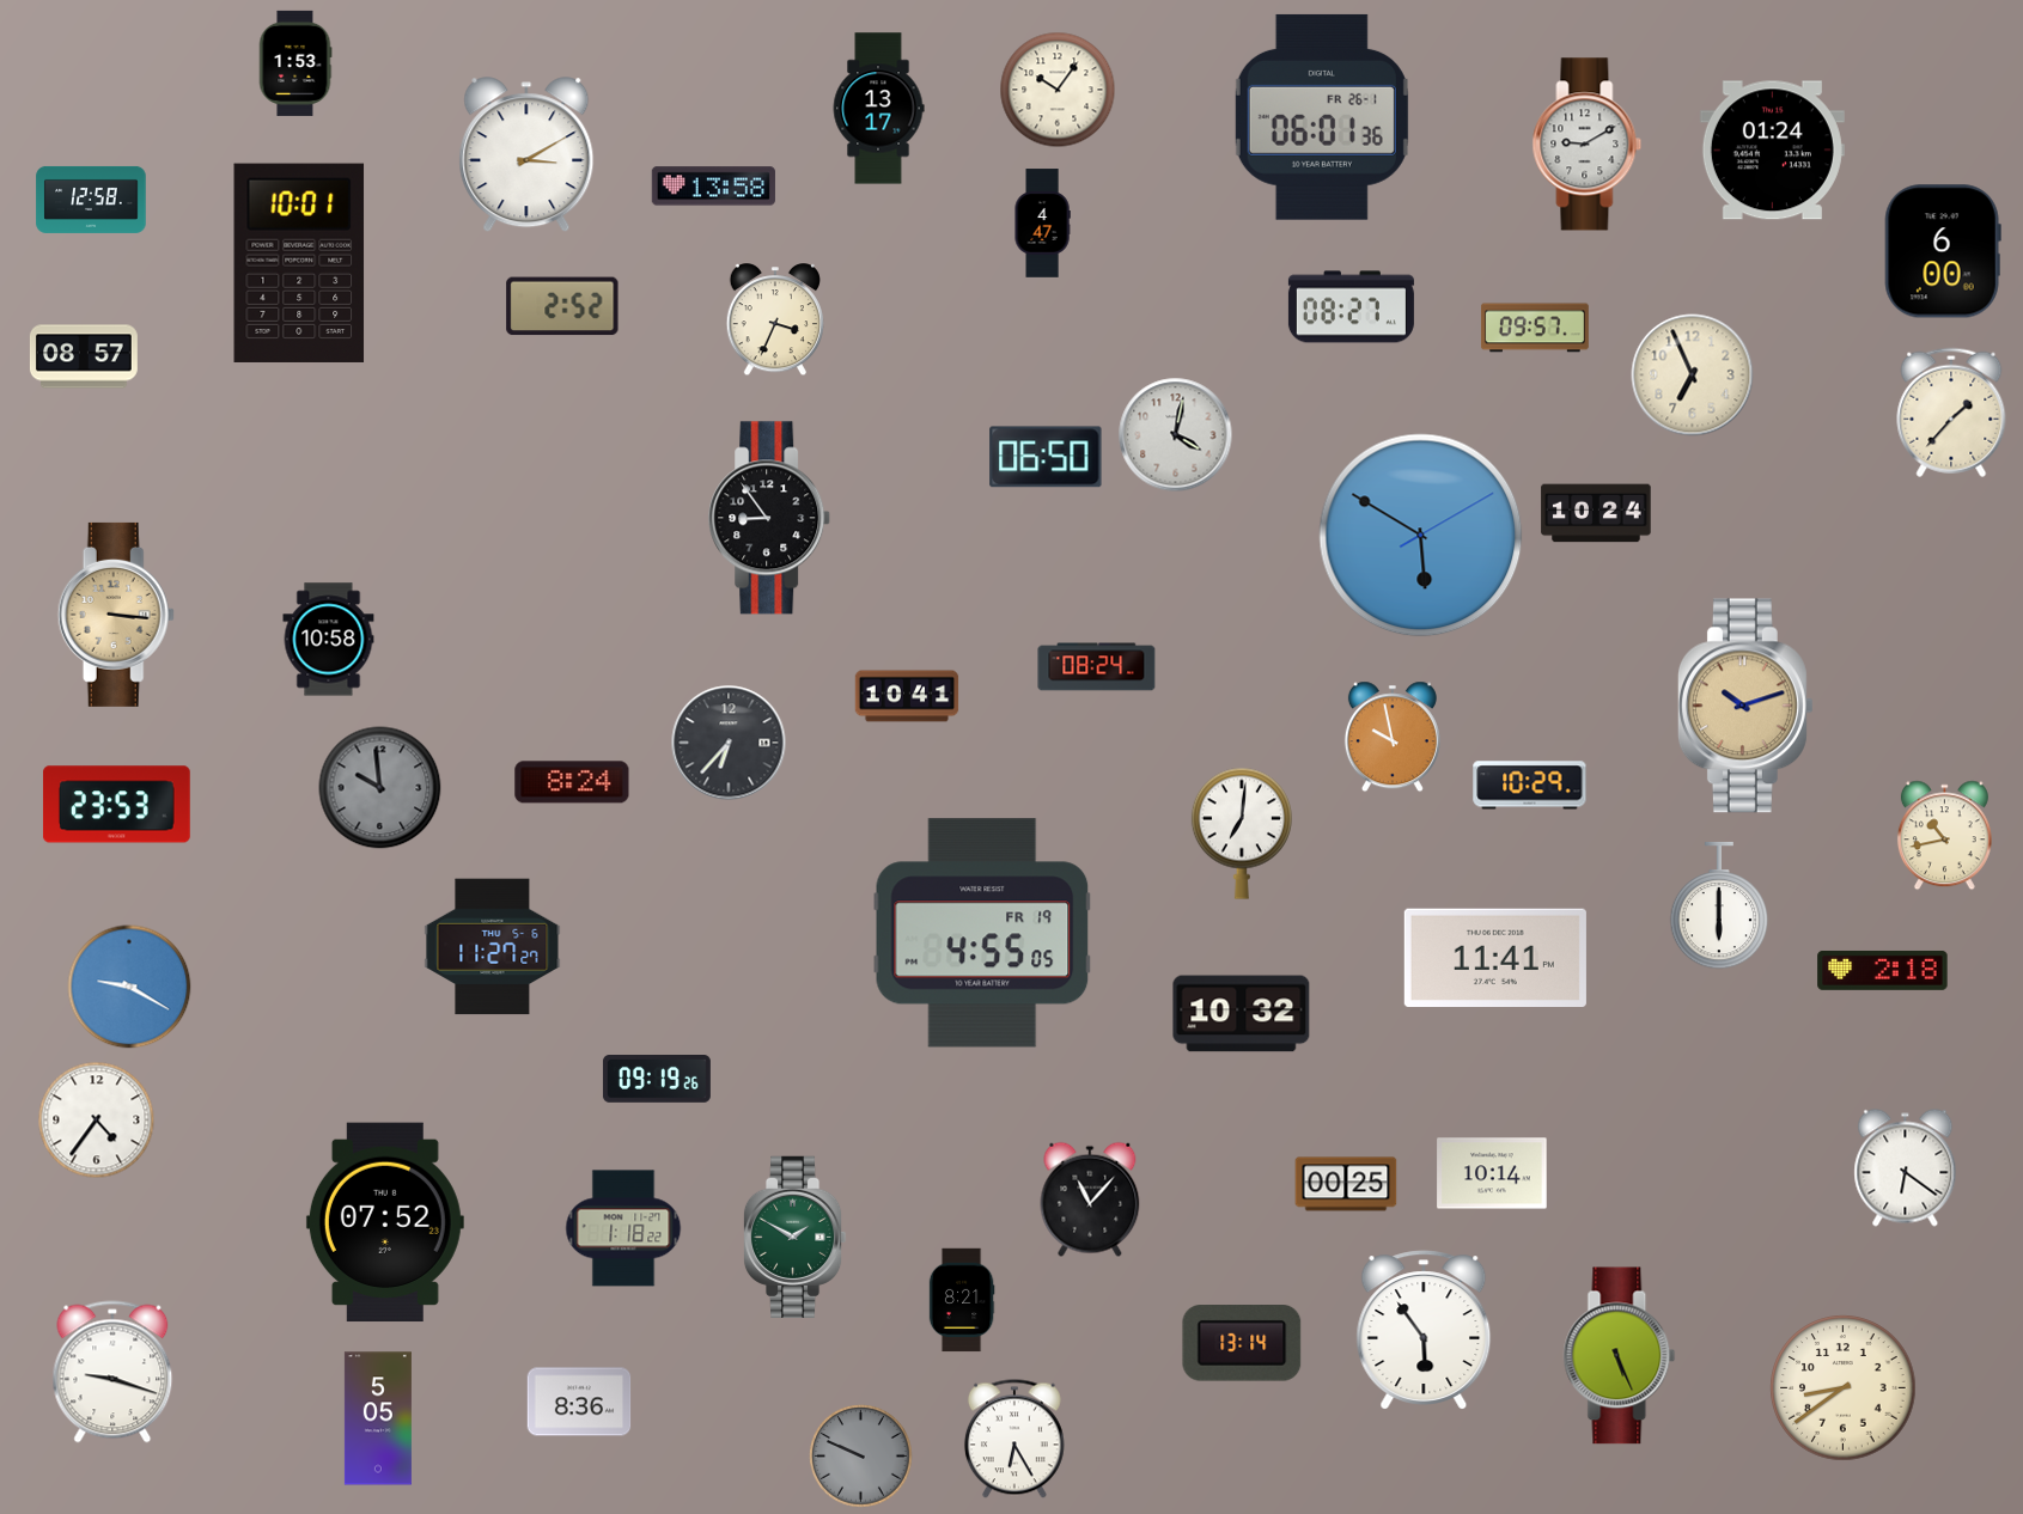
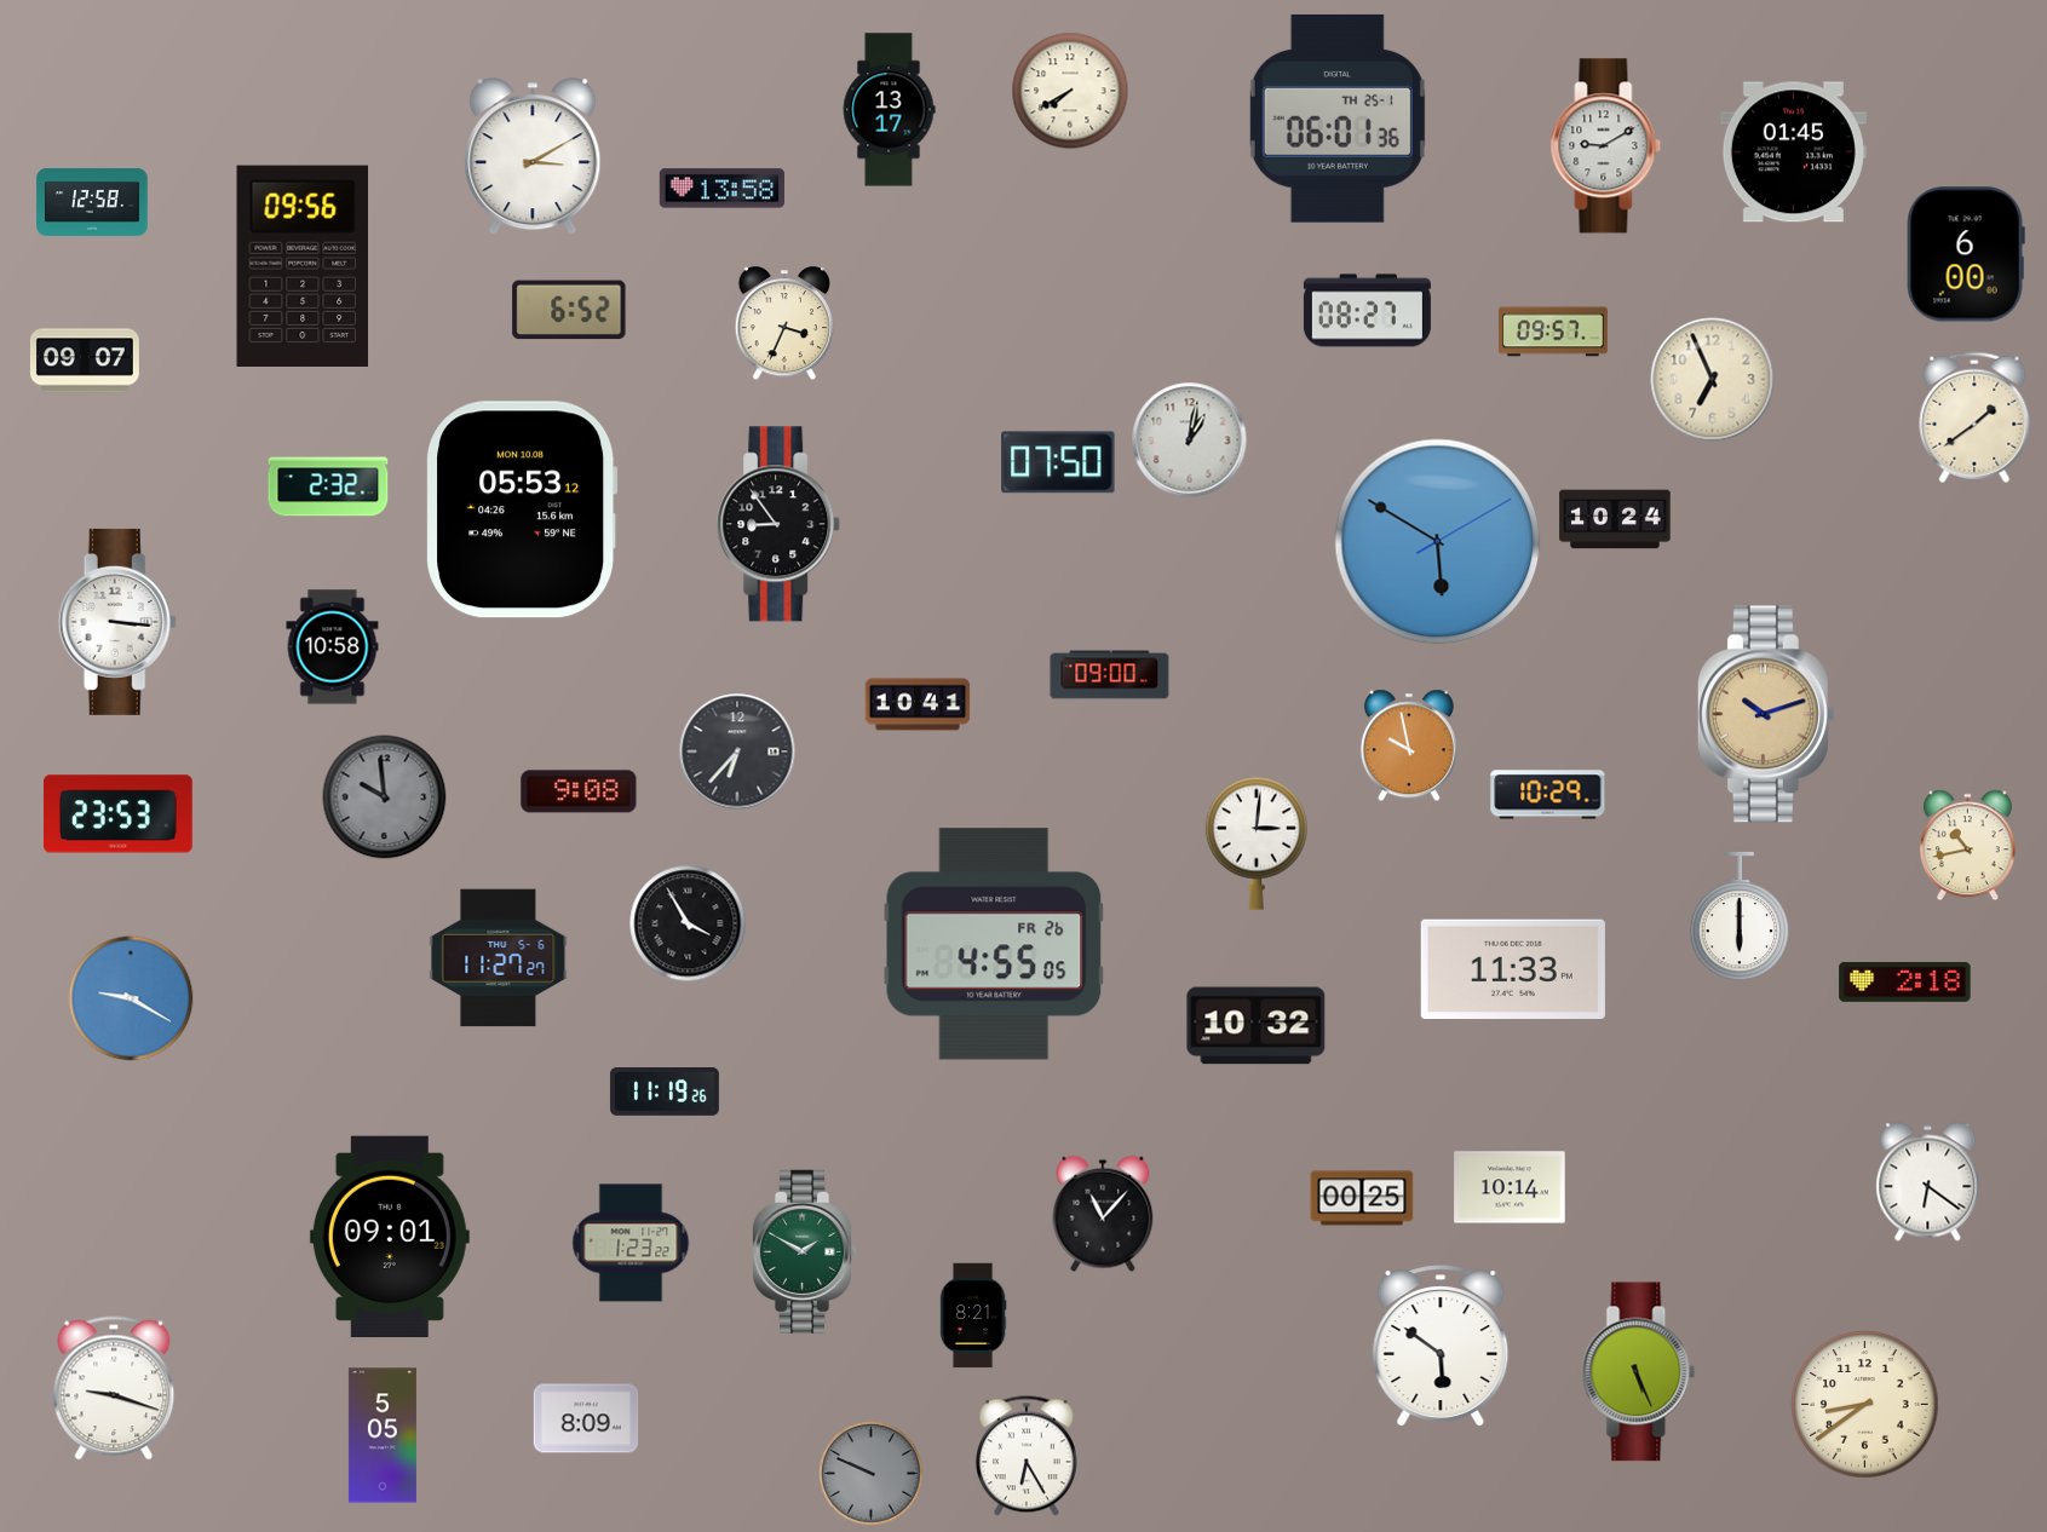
clock at (295, 63): 1:53 -> none
clock at (1058, 90): 10:06 -> 7:40
clock at (1322, 117) date: FR 26-1 -> TH 25-1
clock at (1772, 151): 01:24 -> 01:45
clock at (1042, 224): 4:47 -> none
clock at (299, 263): 10:01 -> 09:56
clock at (562, 306): 2:52 -> 6:52
clock at (84, 356): 08:57 -> 09:07
clock at (1951, 413): 1:37 -> 1:39
clock at (1176, 435): 4:02 -> 1:02
clock at (1046, 457): 06:50 -> 07:50
clock at (328, 486): none -> 2:32
clock at (522, 509): none -> 05:53
clock at (116, 615) dial: champagne -> white
clock at (1097, 667): 08:24 -> 09:00
clock at (572, 782): 8:24 -> 9:08
clock at (1242, 834): 7:01 -> 3:01
clock at (688, 923): none -> 3:55
clock at (982, 933) date: FR 19 -> FR 26
clock at (1495, 957): 11:41 -> 11:33
clock at (657, 1080): 09:19 -> 11:19
clock at (97, 1121): 4:36 -> none
clock at (385, 1222): 07:52 -> 09:01
clock at (623, 1228): 1:18 -> 1:23
clock at (1424, 1330): 5:54 -> 5:51
clock at (1242, 1343): 13:14 -> none
clock at (579, 1402): 8:36 -> 8:09
